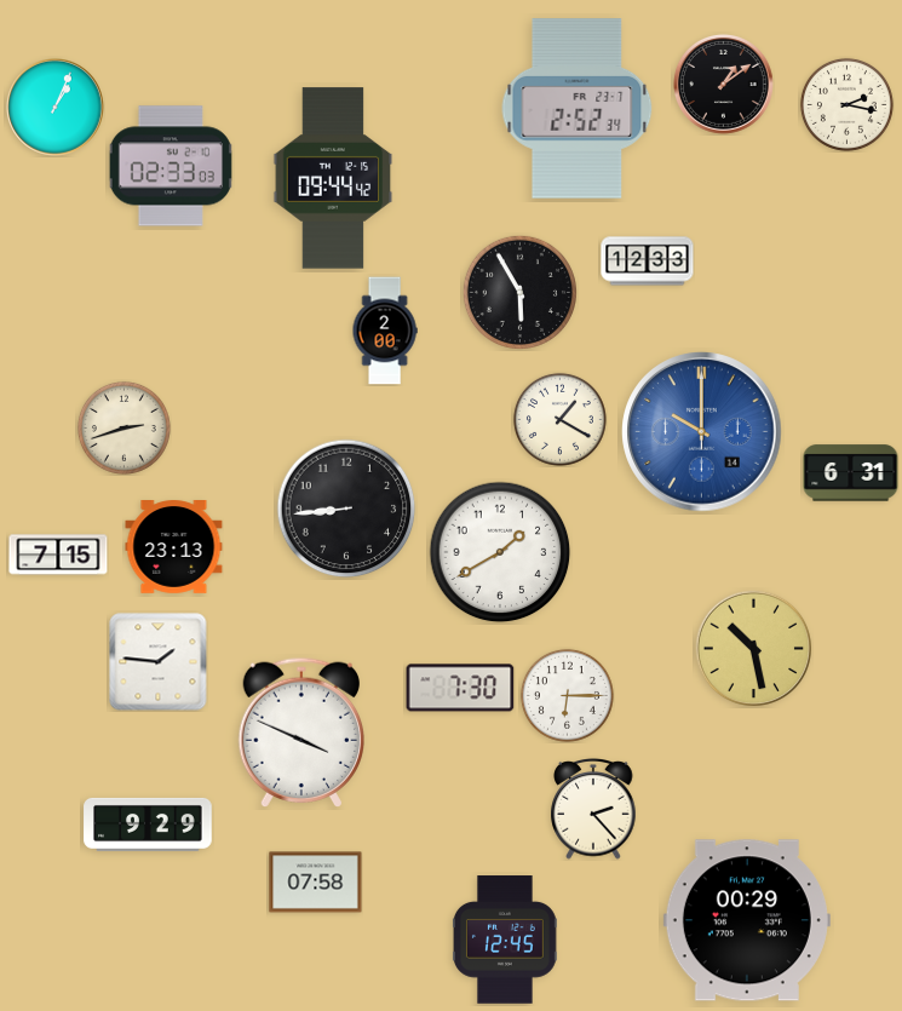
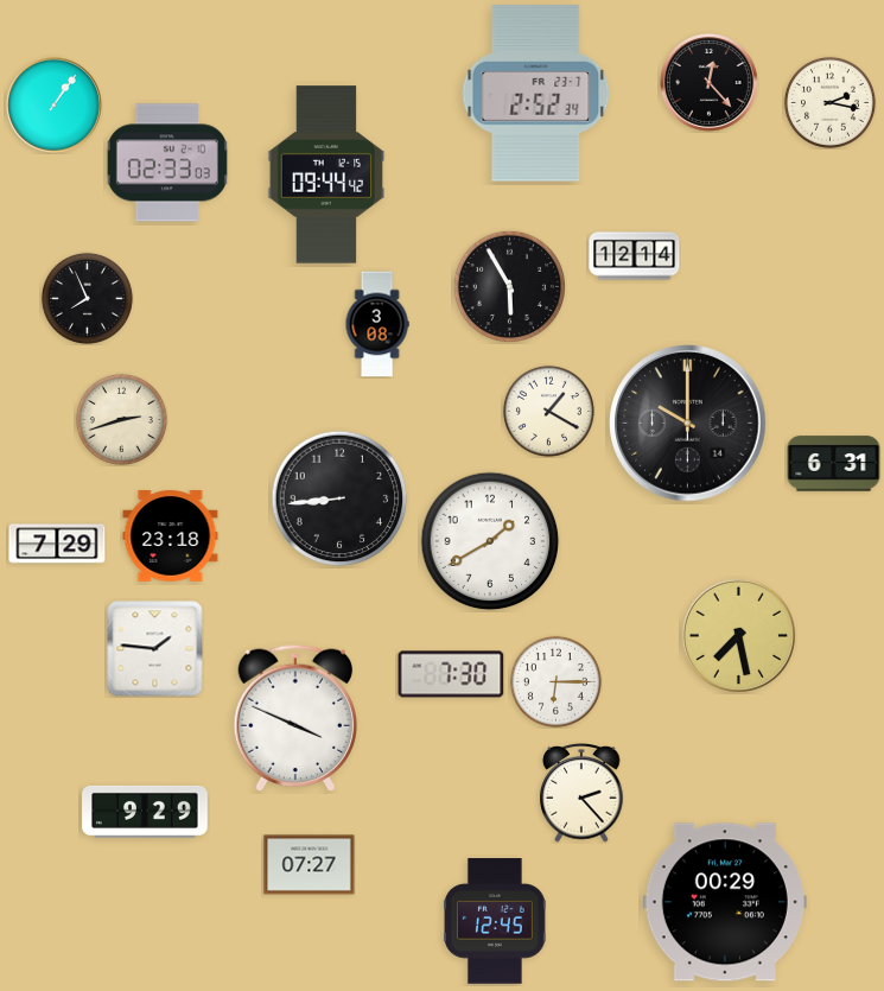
clock at (723, 84): 1:09 -> 12:23
clock at (56, 108): 1:04 -> 1:06
clock at (578, 109) position: (578, 109) -> (536, 94)
clock at (648, 262): 12:33 -> 12:14
clock at (87, 298): none -> 7:56
clock at (385, 331): 2:00 -> 3:08
clock at (702, 432) dial: blue -> black
clock at (174, 547): 23:13 -> 23:18
clock at (58, 555): 7:15 -> 7:29
clock at (754, 649): 10:28 -> 7:28
clock at (148, 825) position: (148, 825) -> (145, 812)
clock at (316, 883): 07:58 -> 07:27
clock at (747, 920) position: (747, 920) -> (725, 902)
